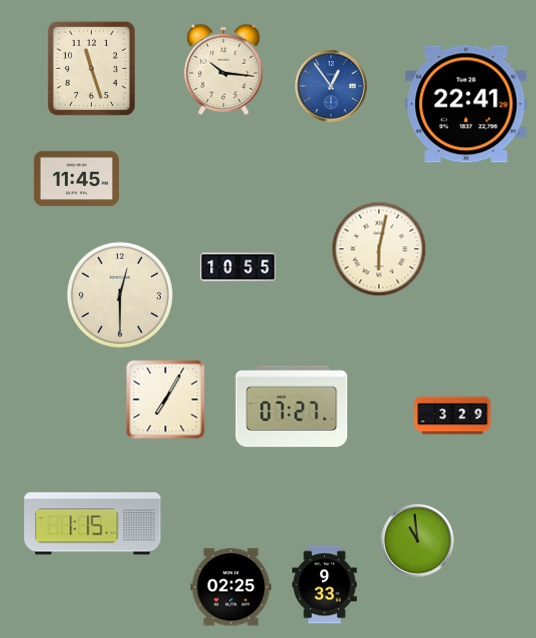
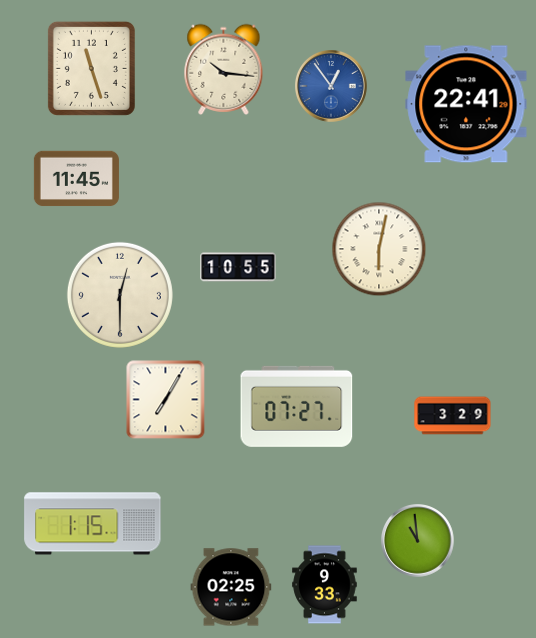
clock at (292, 406) position: (292, 406) -> (297, 406)
